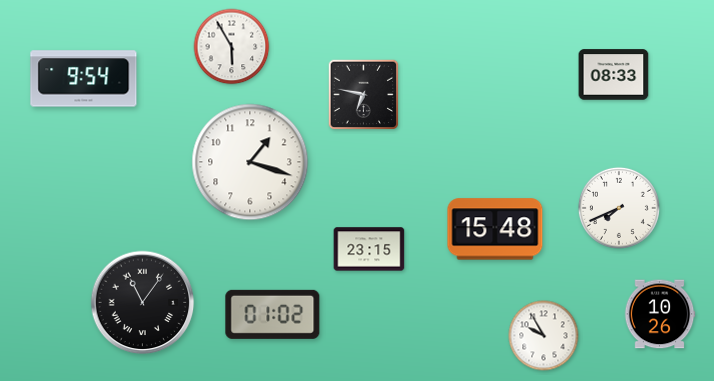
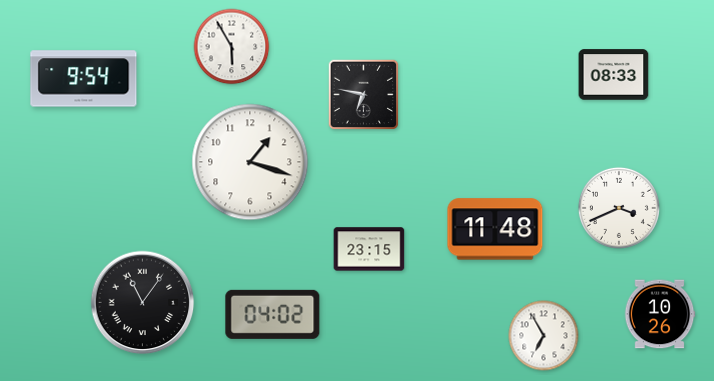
clock at (619, 208): 7:41 -> 3:41
clock at (495, 229): 15:48 -> 11:48
clock at (273, 314): 01:02 -> 04:02
clock at (544, 336): 9:55 -> 6:55
